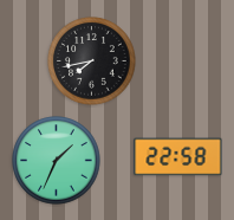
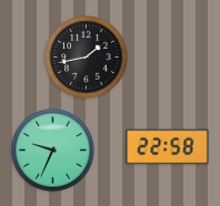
clock at (92, 62): 7:43 -> 1:43
clock at (57, 161): 1:34 -> 9:34
